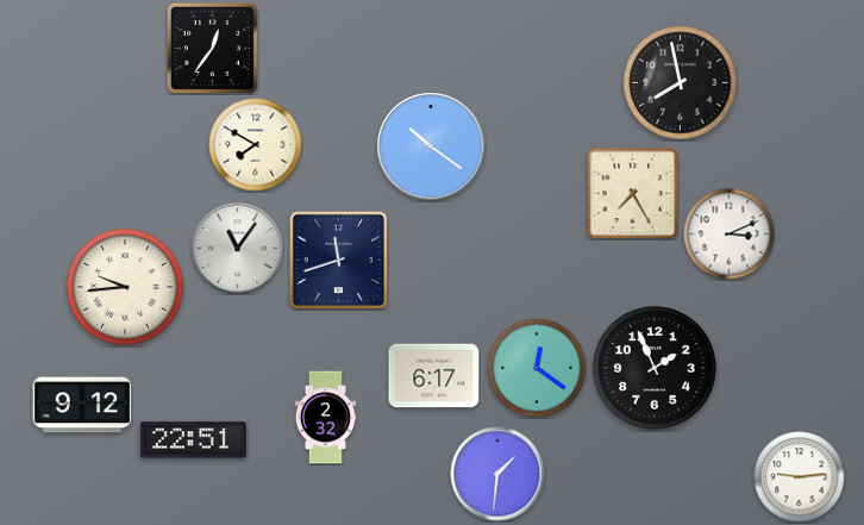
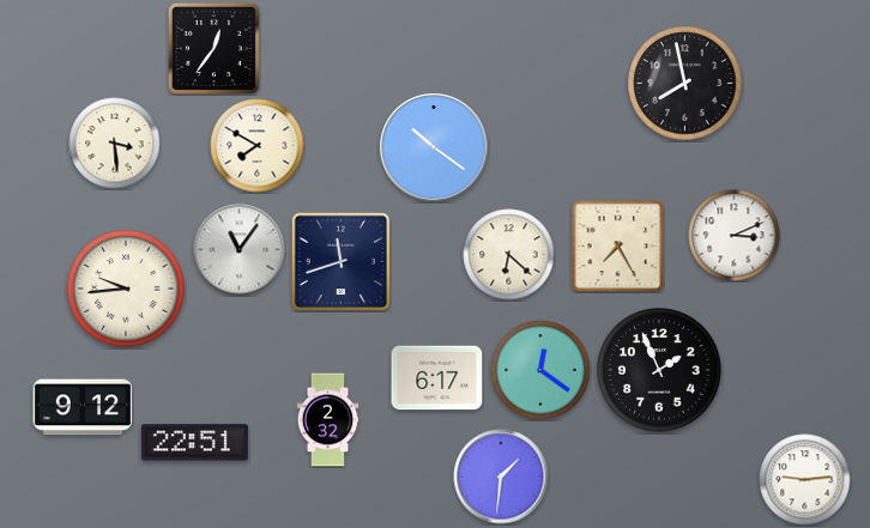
clock at (115, 144): none -> 3:29
clock at (632, 193) position: (632, 193) -> (617, 245)
clock at (509, 255): none -> 6:22
